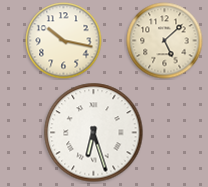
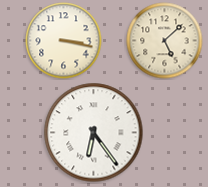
clock at (64, 41): 10:17 -> 3:17
clock at (94, 133): 6:27 -> 6:24
